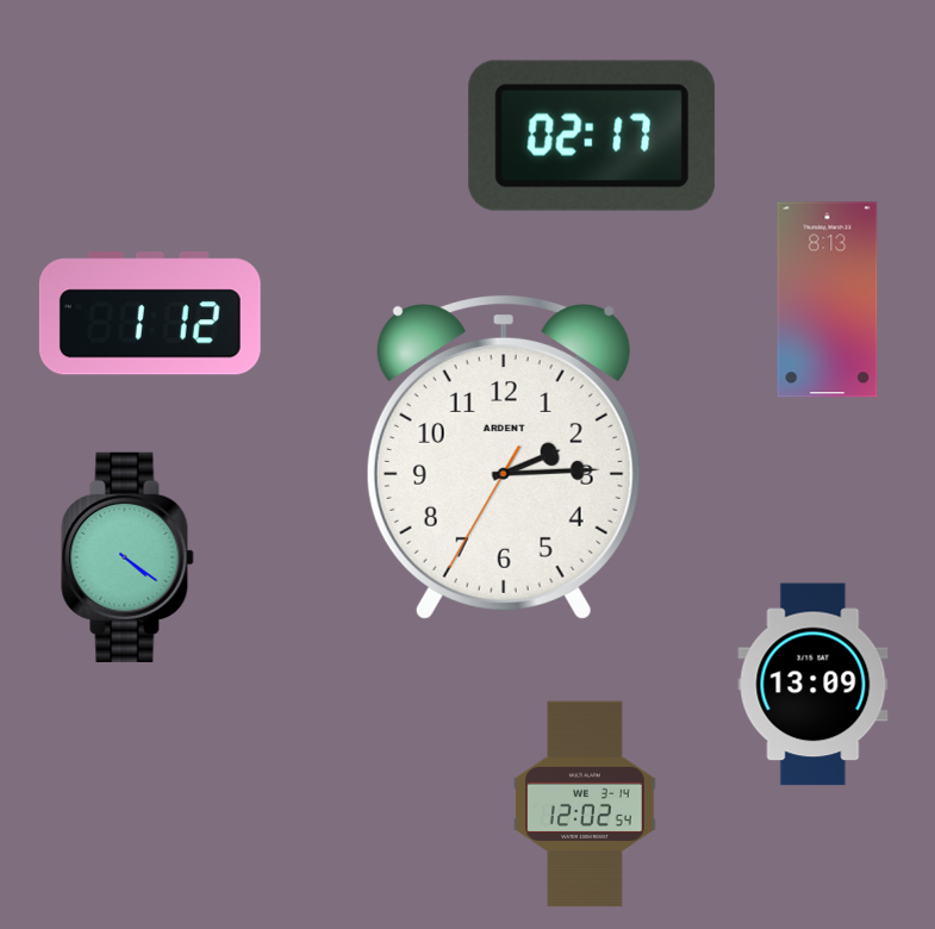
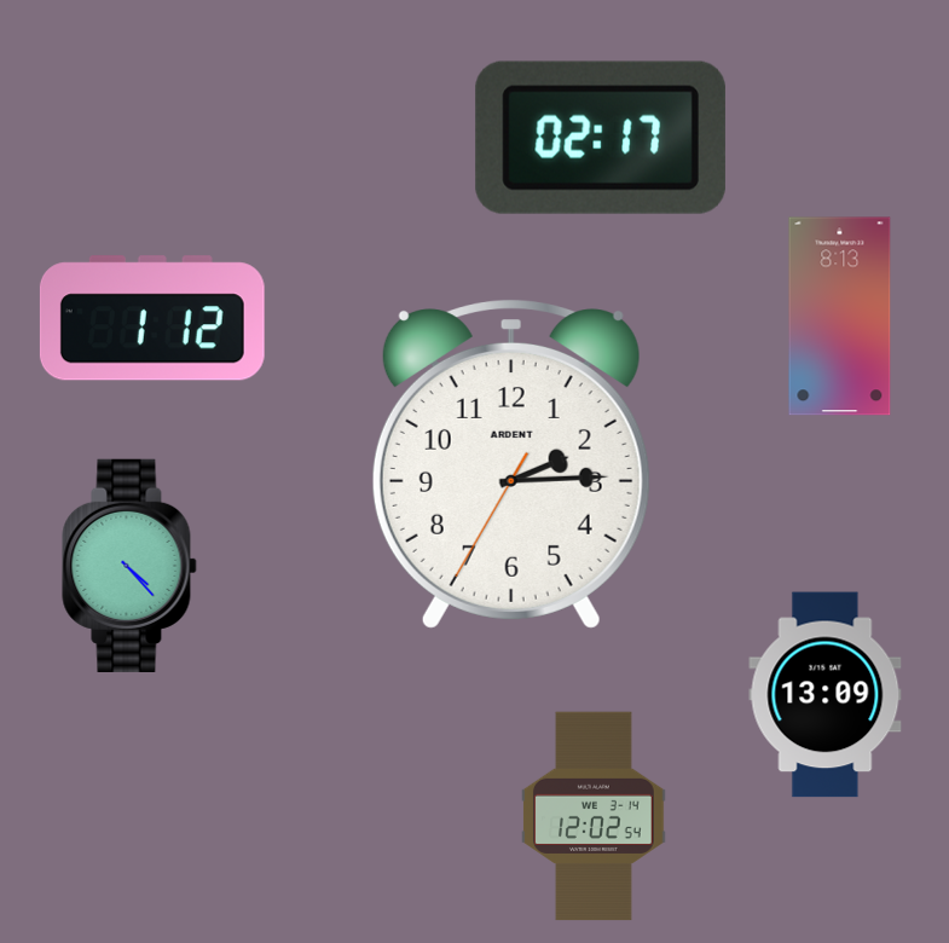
clock at (828, 300) position: (828, 300) -> (840, 317)
clock at (127, 557): 4:21 -> 4:23
